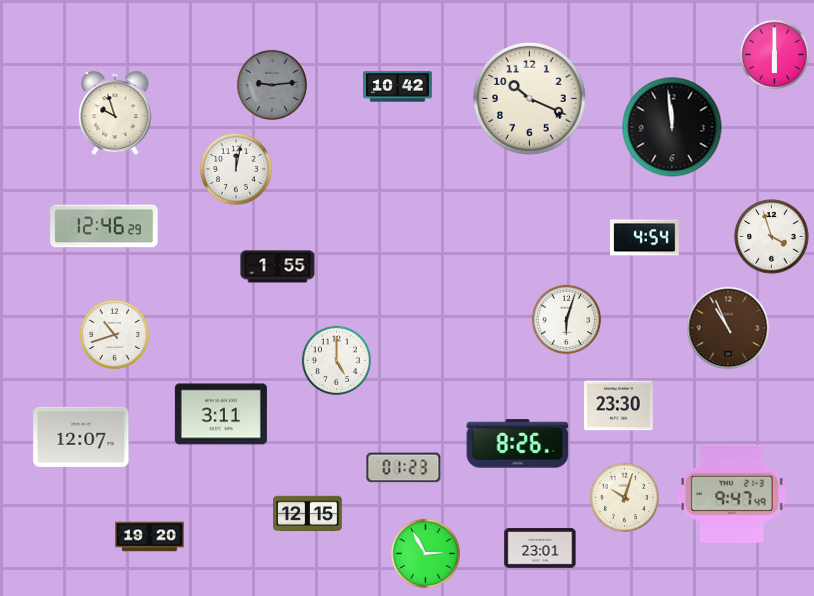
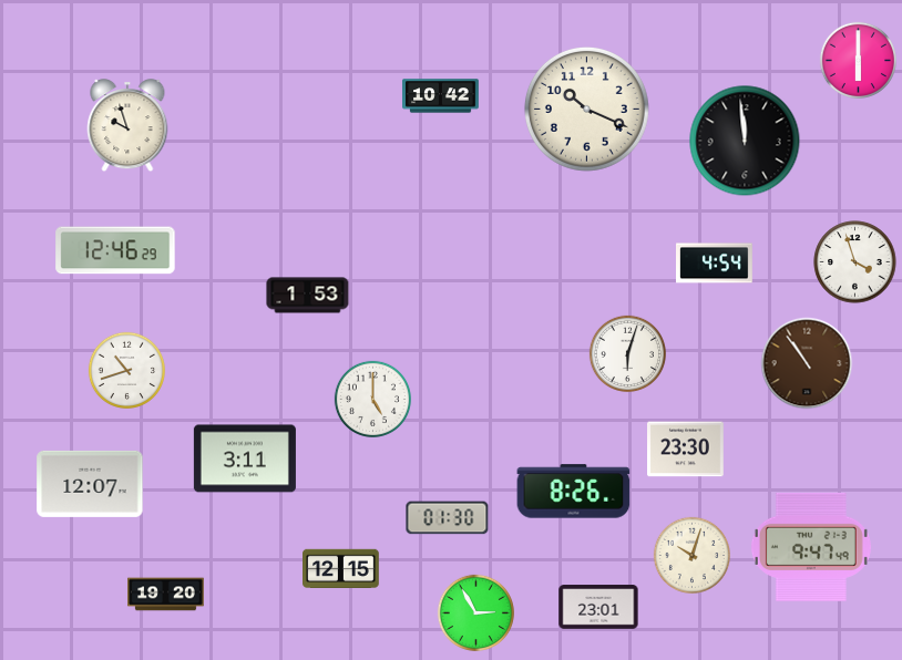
clock at (272, 85): 9:14 -> none
clock at (237, 170): 12:02 -> none
clock at (278, 267): 1:55 -> 1:53
clock at (728, 328): 10:56 -> 10:54
clock at (404, 468): 01:23 -> 01:30
clock at (624, 497) position: (624, 497) -> (691, 555)
clock at (425, 553) position: (425, 553) -> (475, 612)
